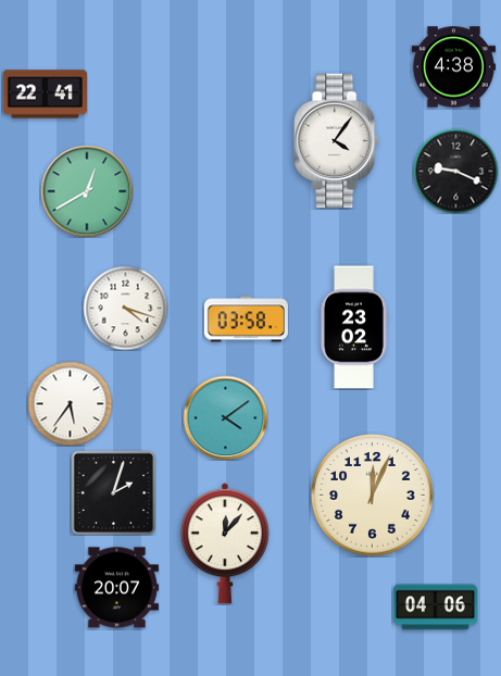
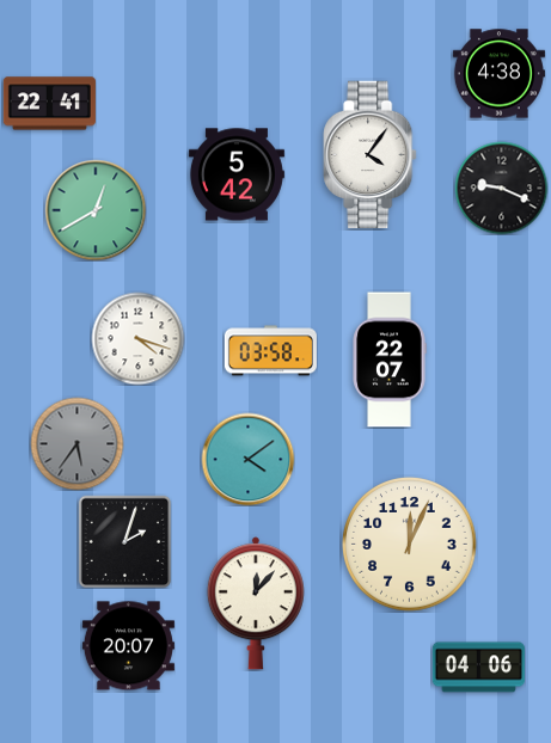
clock at (237, 174): none -> 5:42
clock at (354, 327): 23:02 -> 22:07
clock at (70, 403) dial: white -> grey
clock at (225, 543) position: (225, 543) -> (256, 603)
